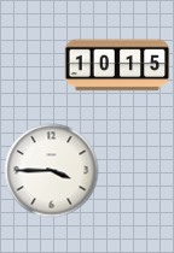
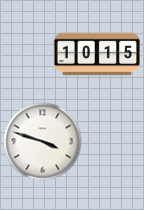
clock at (51, 170): 3:45 -> 3:48
